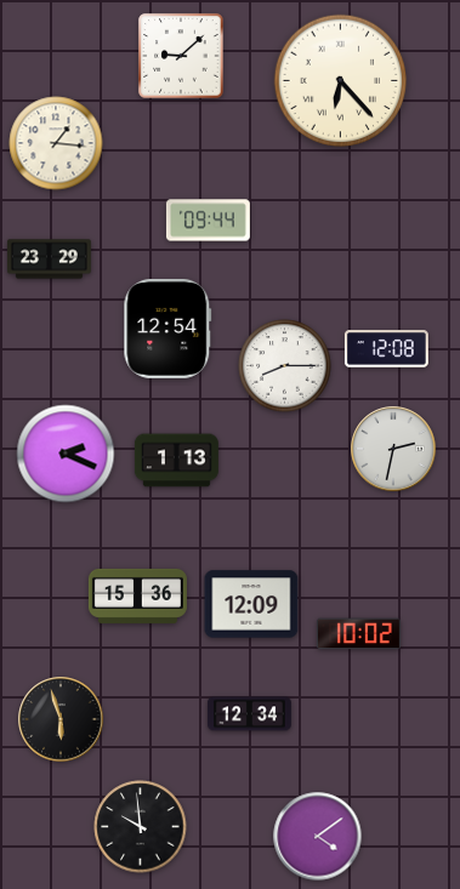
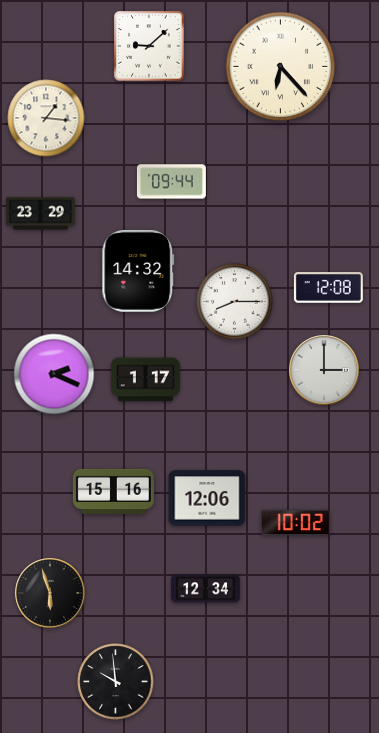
clock at (167, 329): 12:54 -> 14:32
clock at (386, 349) position: (386, 349) -> (328, 288)
clock at (393, 449): 2:32 -> 3:00
clock at (176, 461): 1:13 -> 1:17
clock at (137, 595): 15:36 -> 15:16
clock at (251, 604): 12:09 -> 12:06
clock at (318, 837): 4:09 -> none
